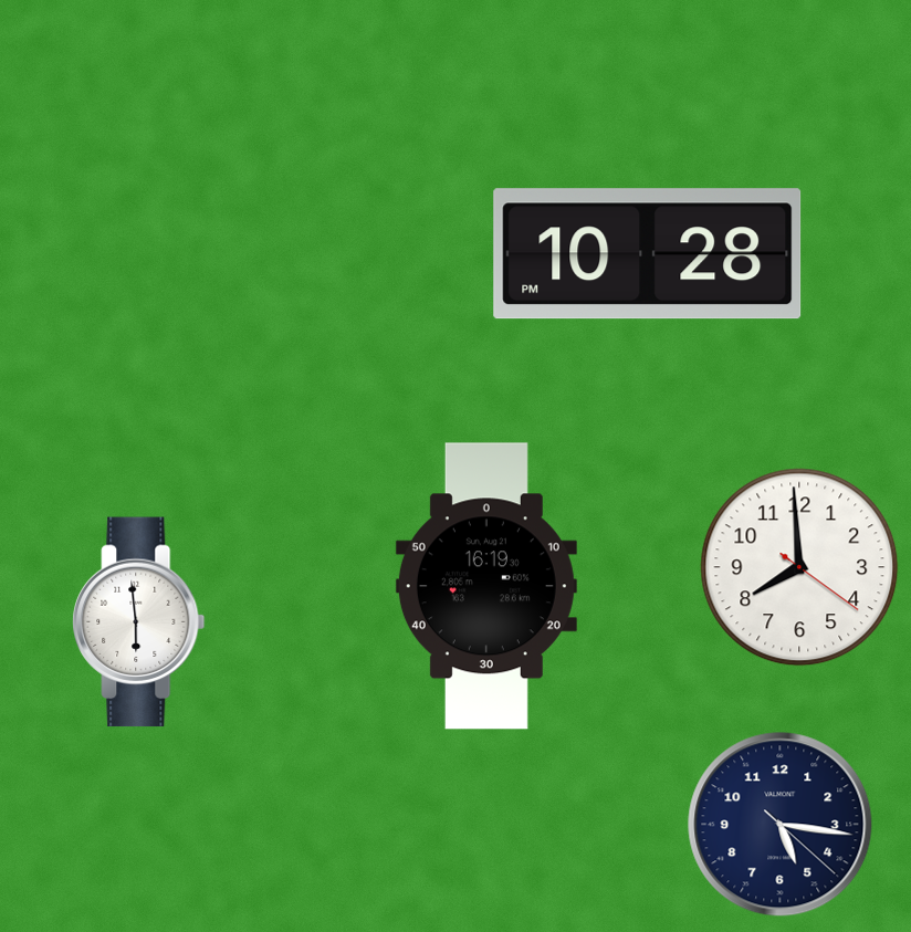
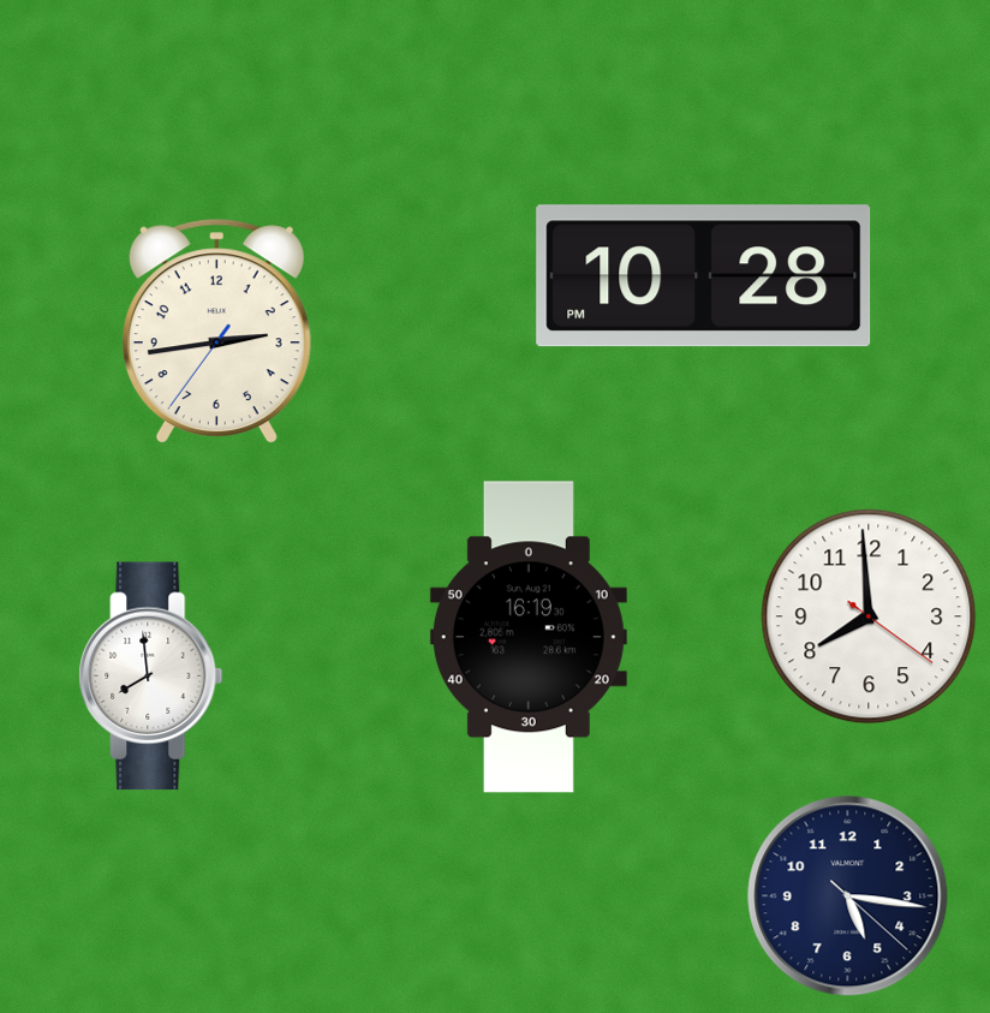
clock at (216, 332): none -> 2:43
clock at (139, 622): 5:59 -> 7:59
